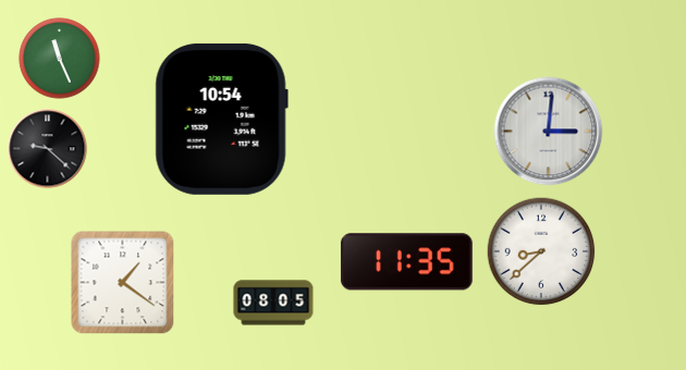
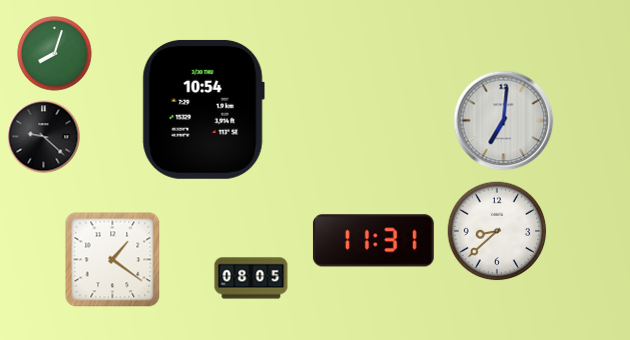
clock at (60, 59): 11:26 -> 8:03
clock at (549, 132): 3:01 -> 7:01
clock at (406, 262): 11:35 -> 11:31
